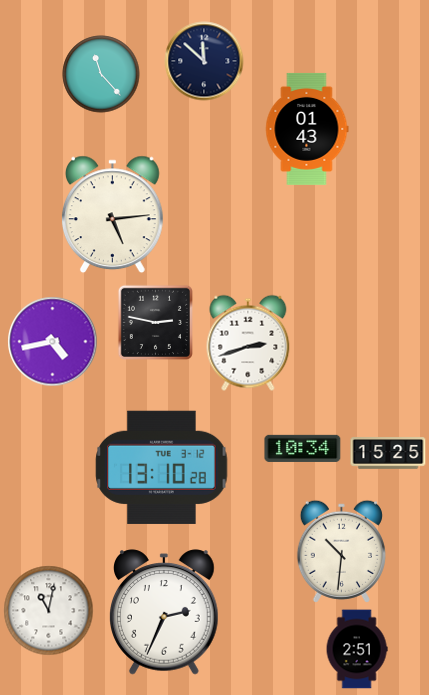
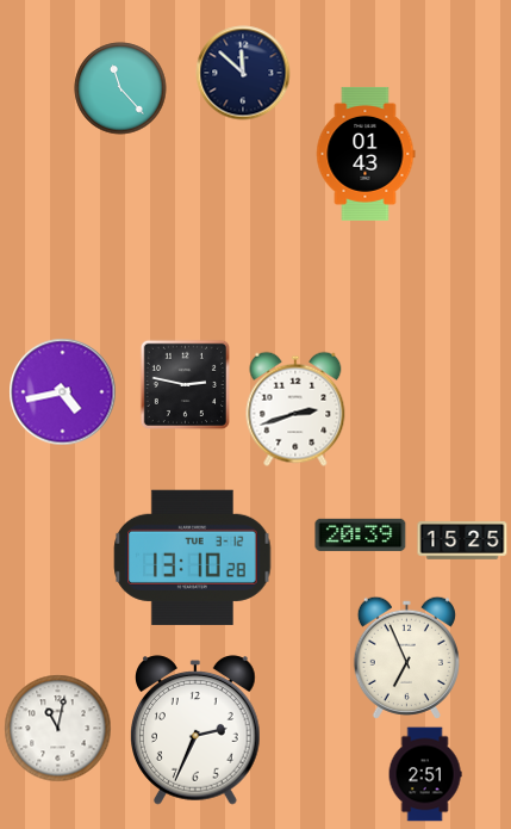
clock at (113, 215): 5:14 -> none
clock at (53, 342) position: (53, 342) -> (63, 392)
clock at (303, 448): 10:34 -> 20:39
clock at (341, 551): 10:31 -> 6:56
